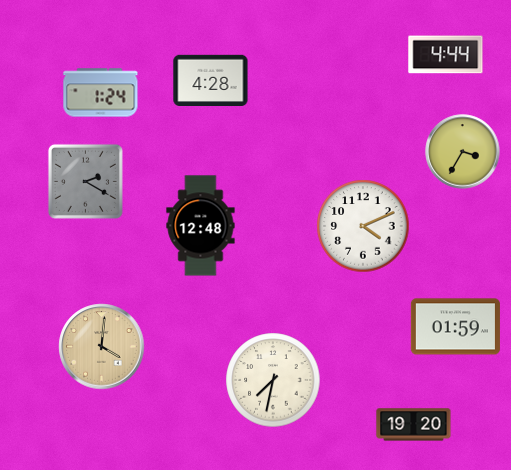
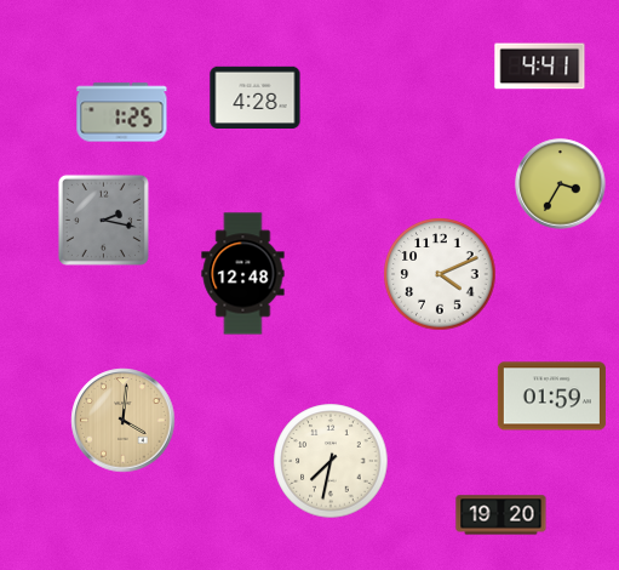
clock at (446, 55): 4:44 -> 4:41
clock at (101, 93): 1:24 -> 1:25
clock at (85, 181): 2:20 -> 2:17
